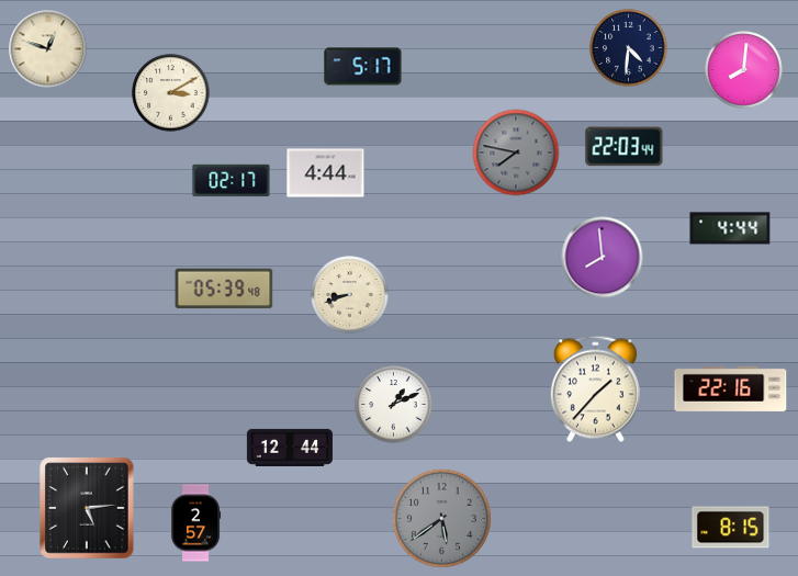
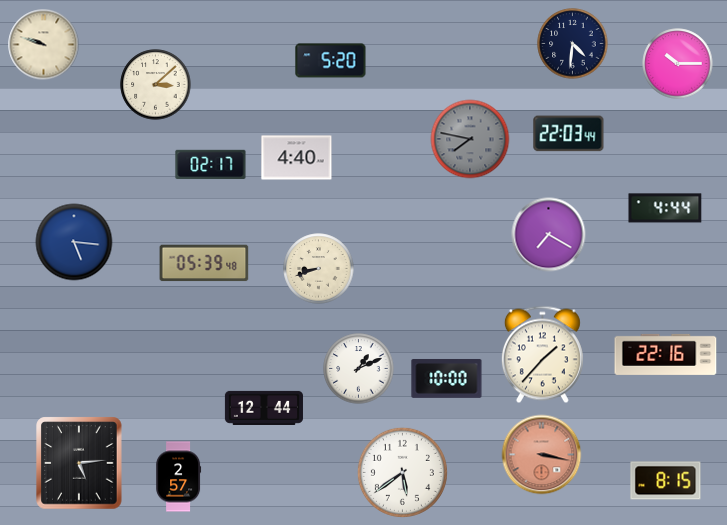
clock at (48, 49): 12:48 -> 9:48
clock at (363, 67): 5:17 -> 5:20
clock at (744, 70): 8:01 -> 10:15
clock at (171, 93): 3:10 -> 3:08
clock at (326, 173): 4:44 -> 4:40
clock at (603, 258): 7:59 -> 7:20
clock at (74, 242): none -> 5:16
clock at (447, 378): none -> 10:00
clock at (542, 455): none -> 3:17
clock at (441, 518) dial: grey -> white
